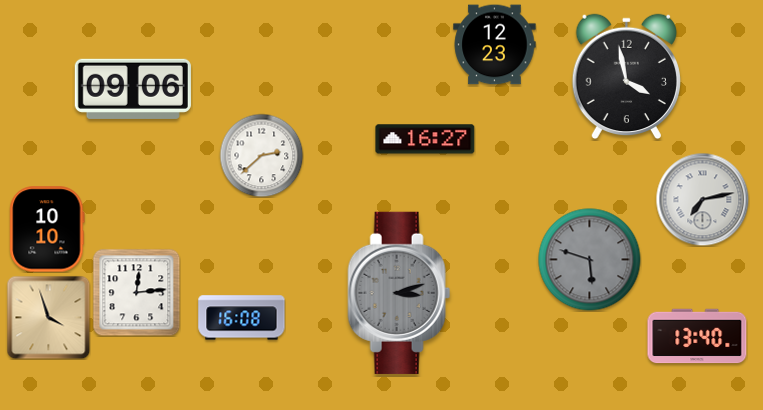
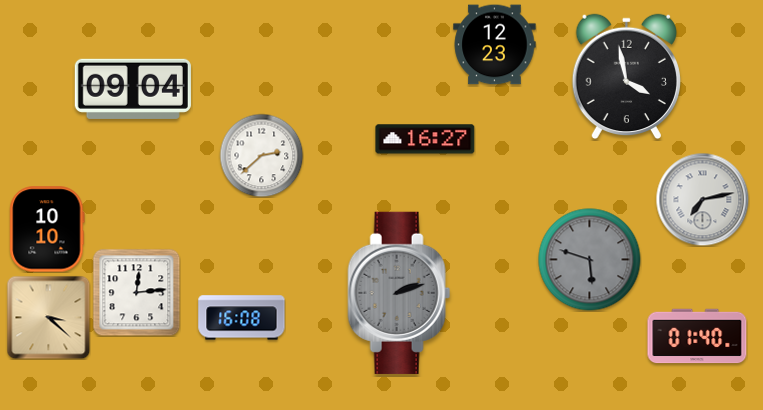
clock at (133, 89): 09:06 -> 09:04
clock at (399, 293): 3:12 -> 2:12
clock at (48, 317): 3:57 -> 3:22
clock at (697, 336): 13:40 -> 01:40
